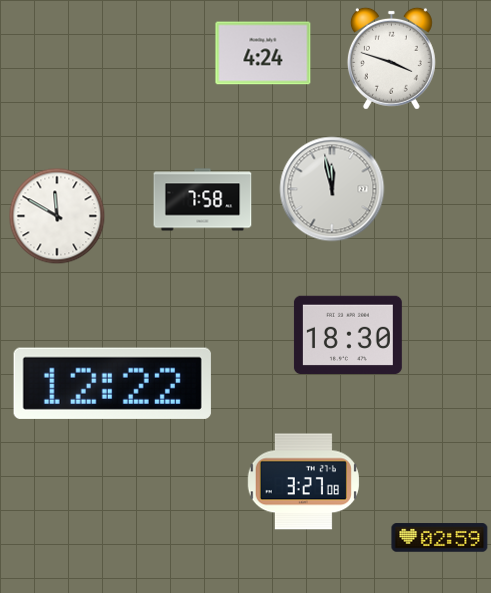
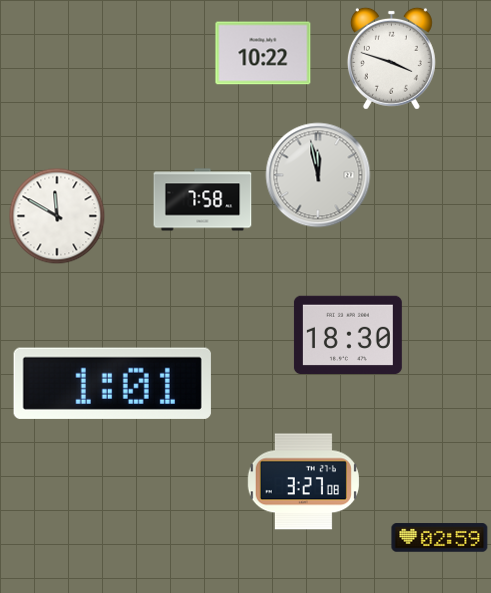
clock at (263, 53): 4:24 -> 10:22
clock at (332, 189) position: (332, 189) -> (318, 175)
clock at (112, 383): 12:22 -> 1:01
